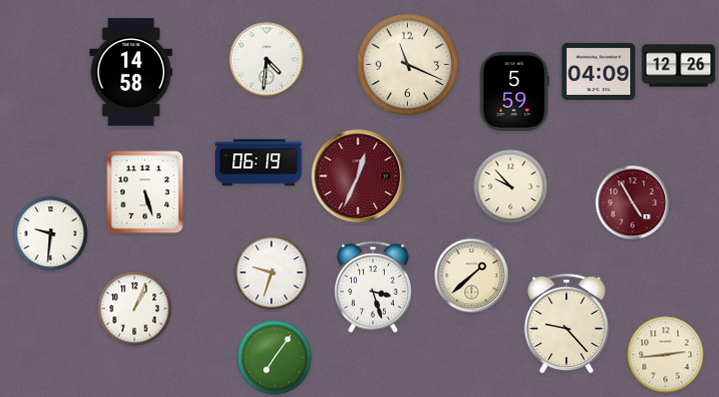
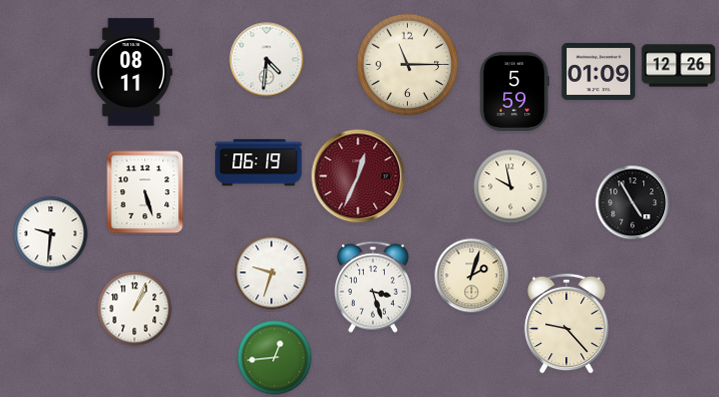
clock at (408, 65): 11:19 -> 11:15
clock at (599, 71): 04:09 -> 01:09
clock at (131, 72): 14:58 -> 08:11
clock at (511, 187): 9:53 -> 9:58
clock at (633, 203) dial: burgundy -> black
clock at (472, 276): 1:38 -> 2:03
clock at (666, 355): 2:44 -> none
clock at (275, 358): 7:06 -> 12:44
